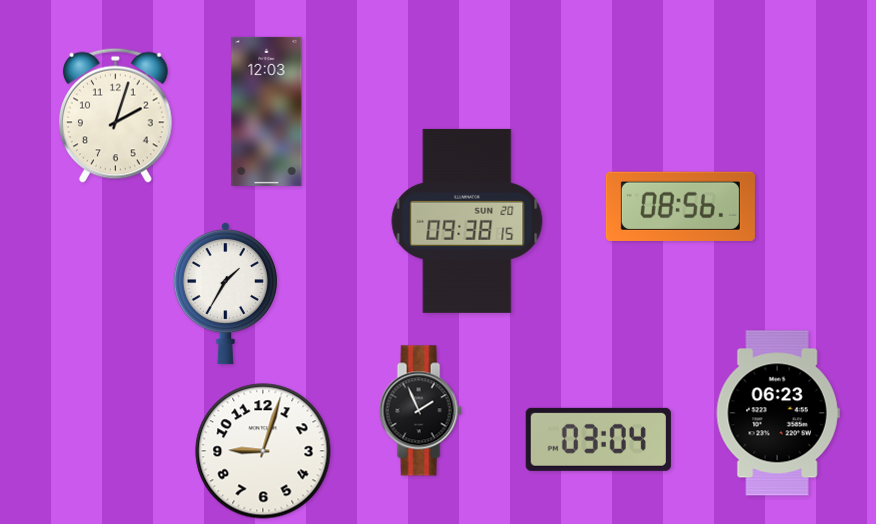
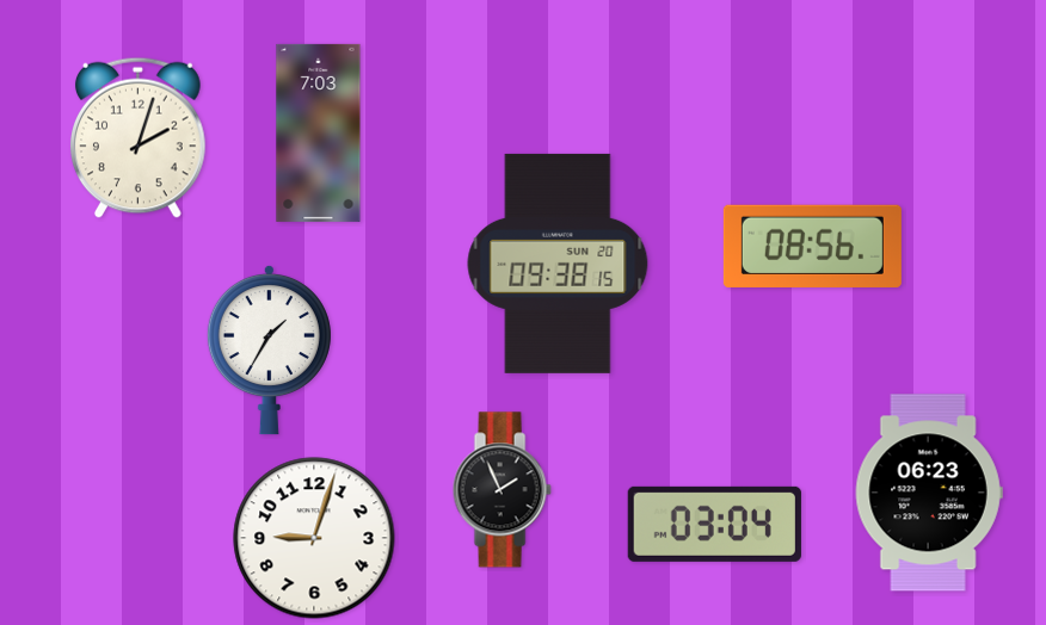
clock at (267, 111): 12:03 -> 7:03
